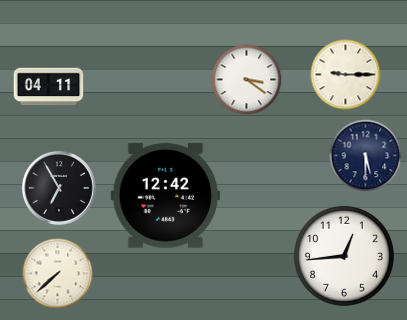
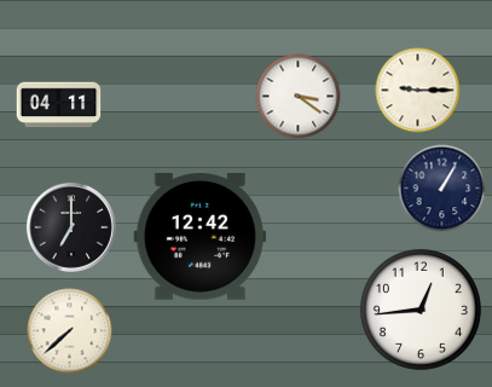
clock at (366, 156): 5:30 -> 1:05
clock at (59, 188): 6:55 -> 7:00
clock at (344, 256) position: (344, 256) -> (421, 310)
